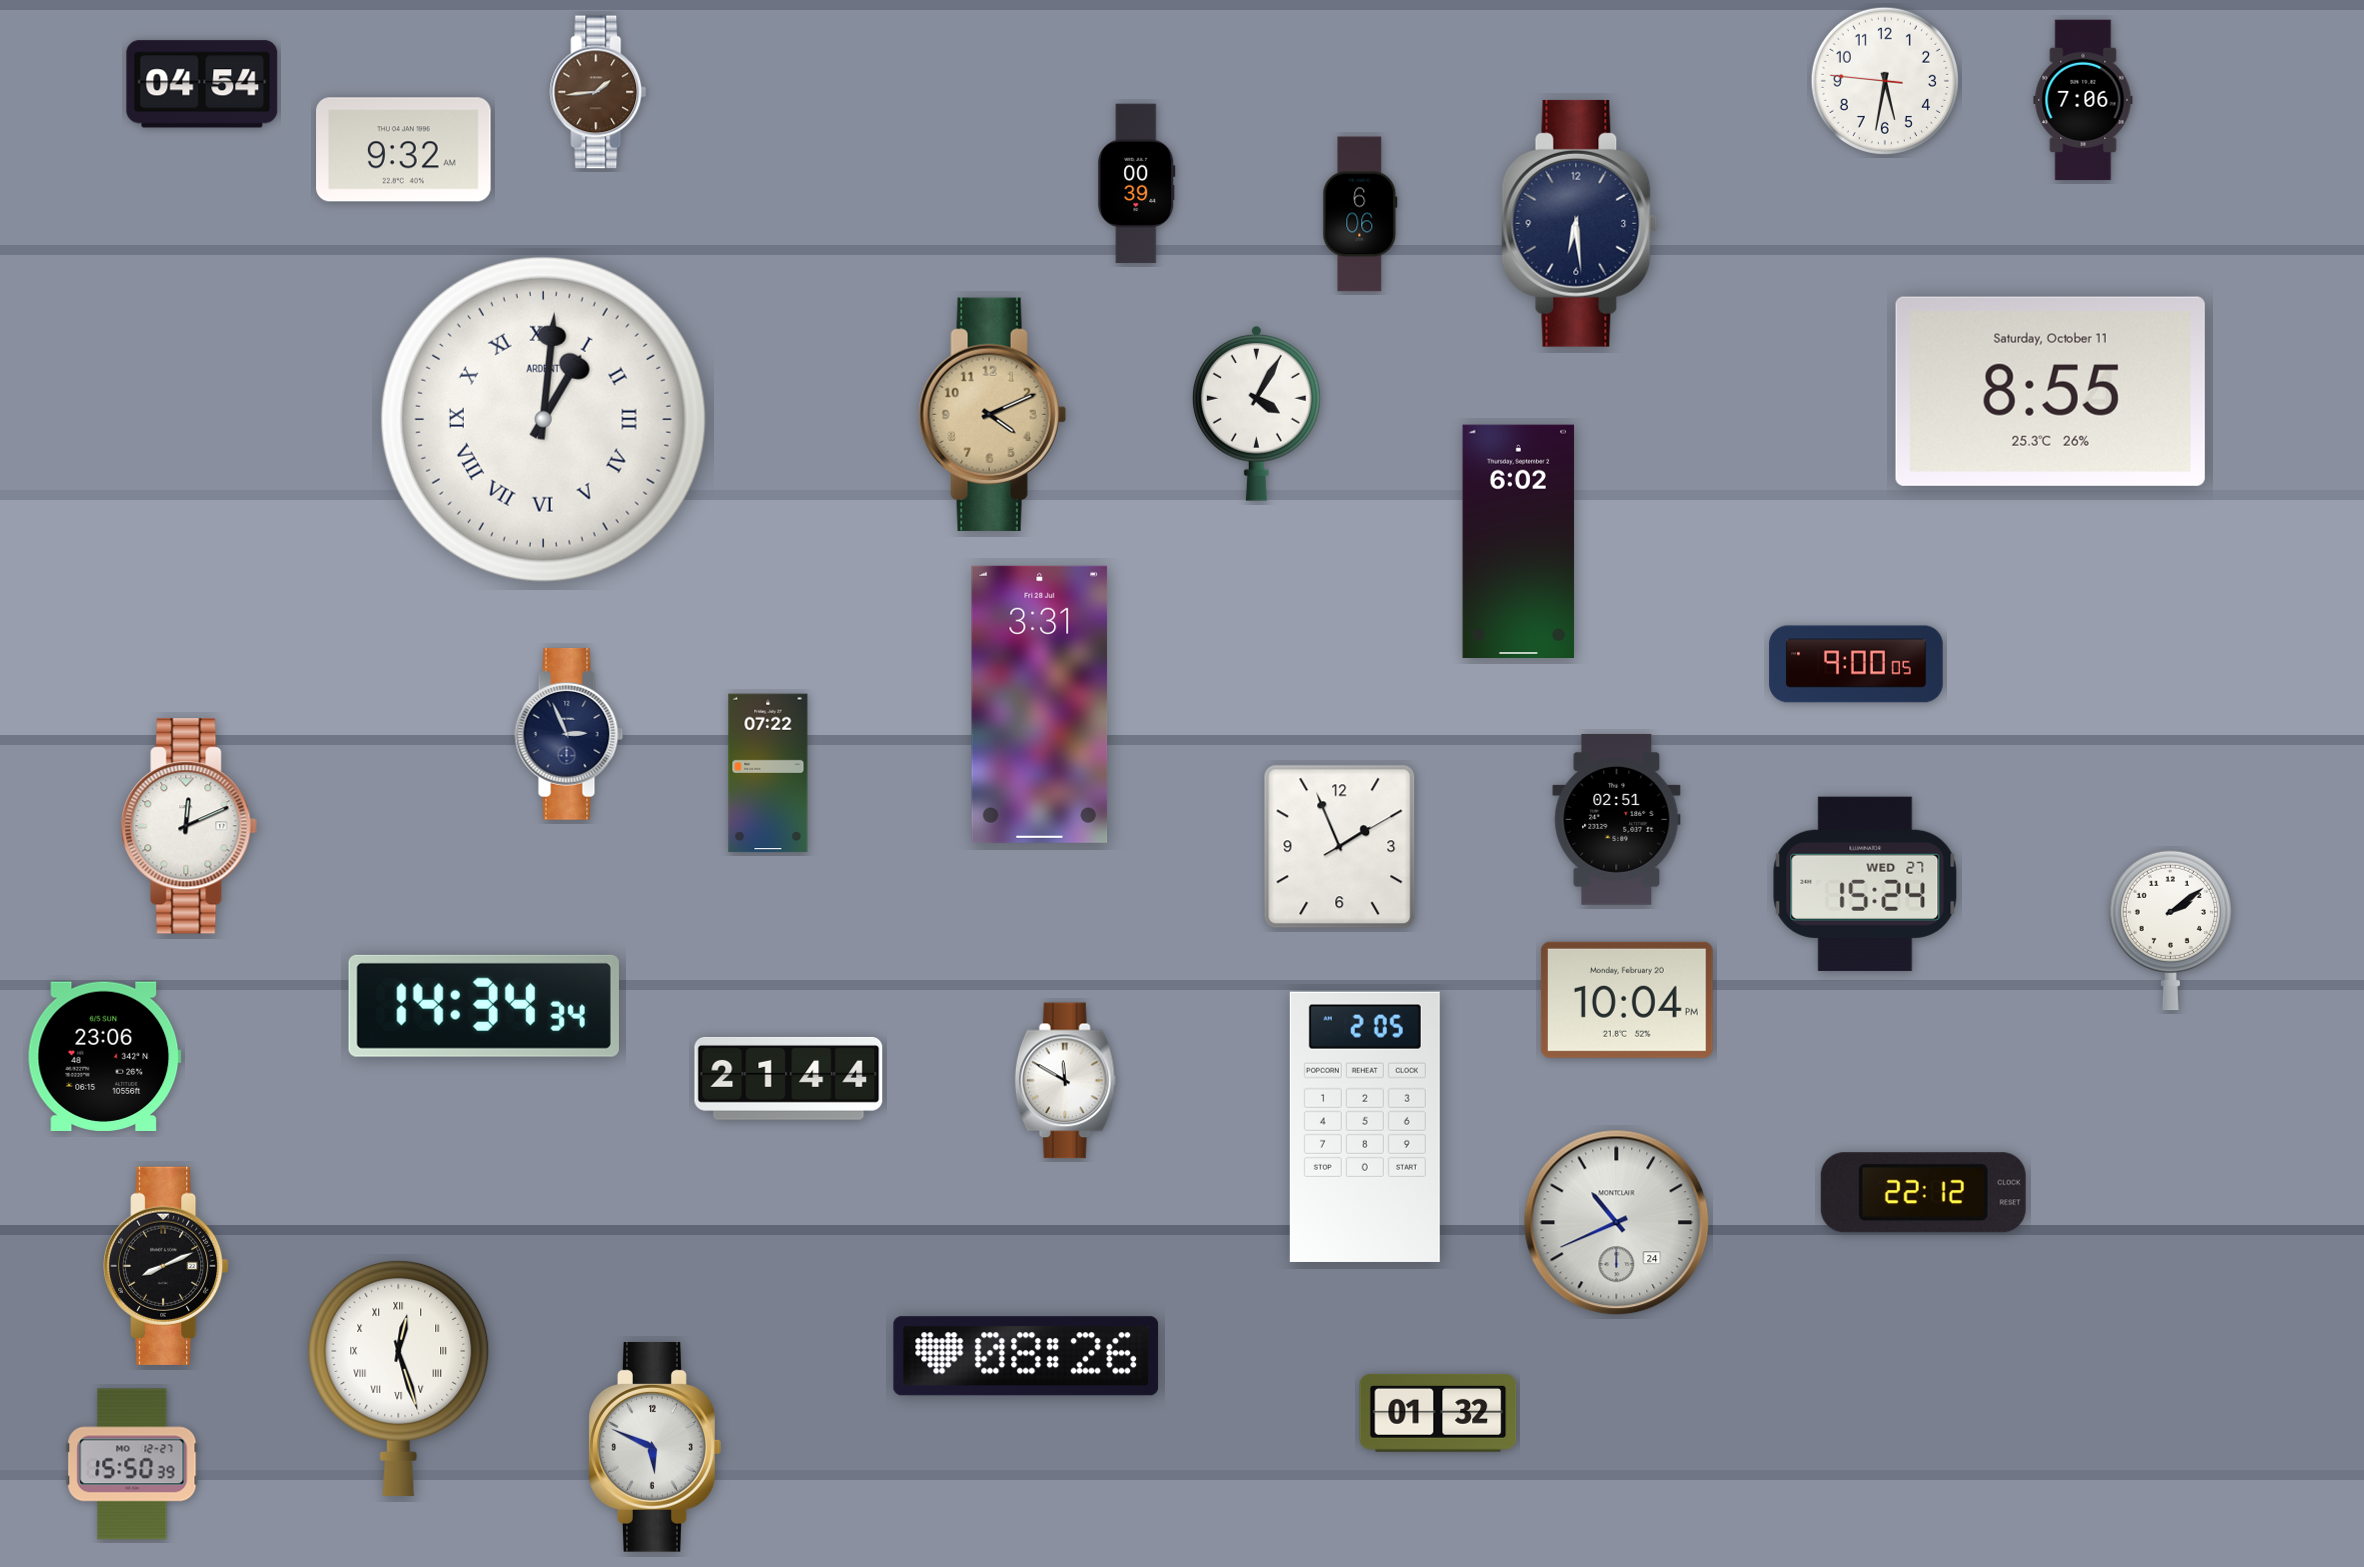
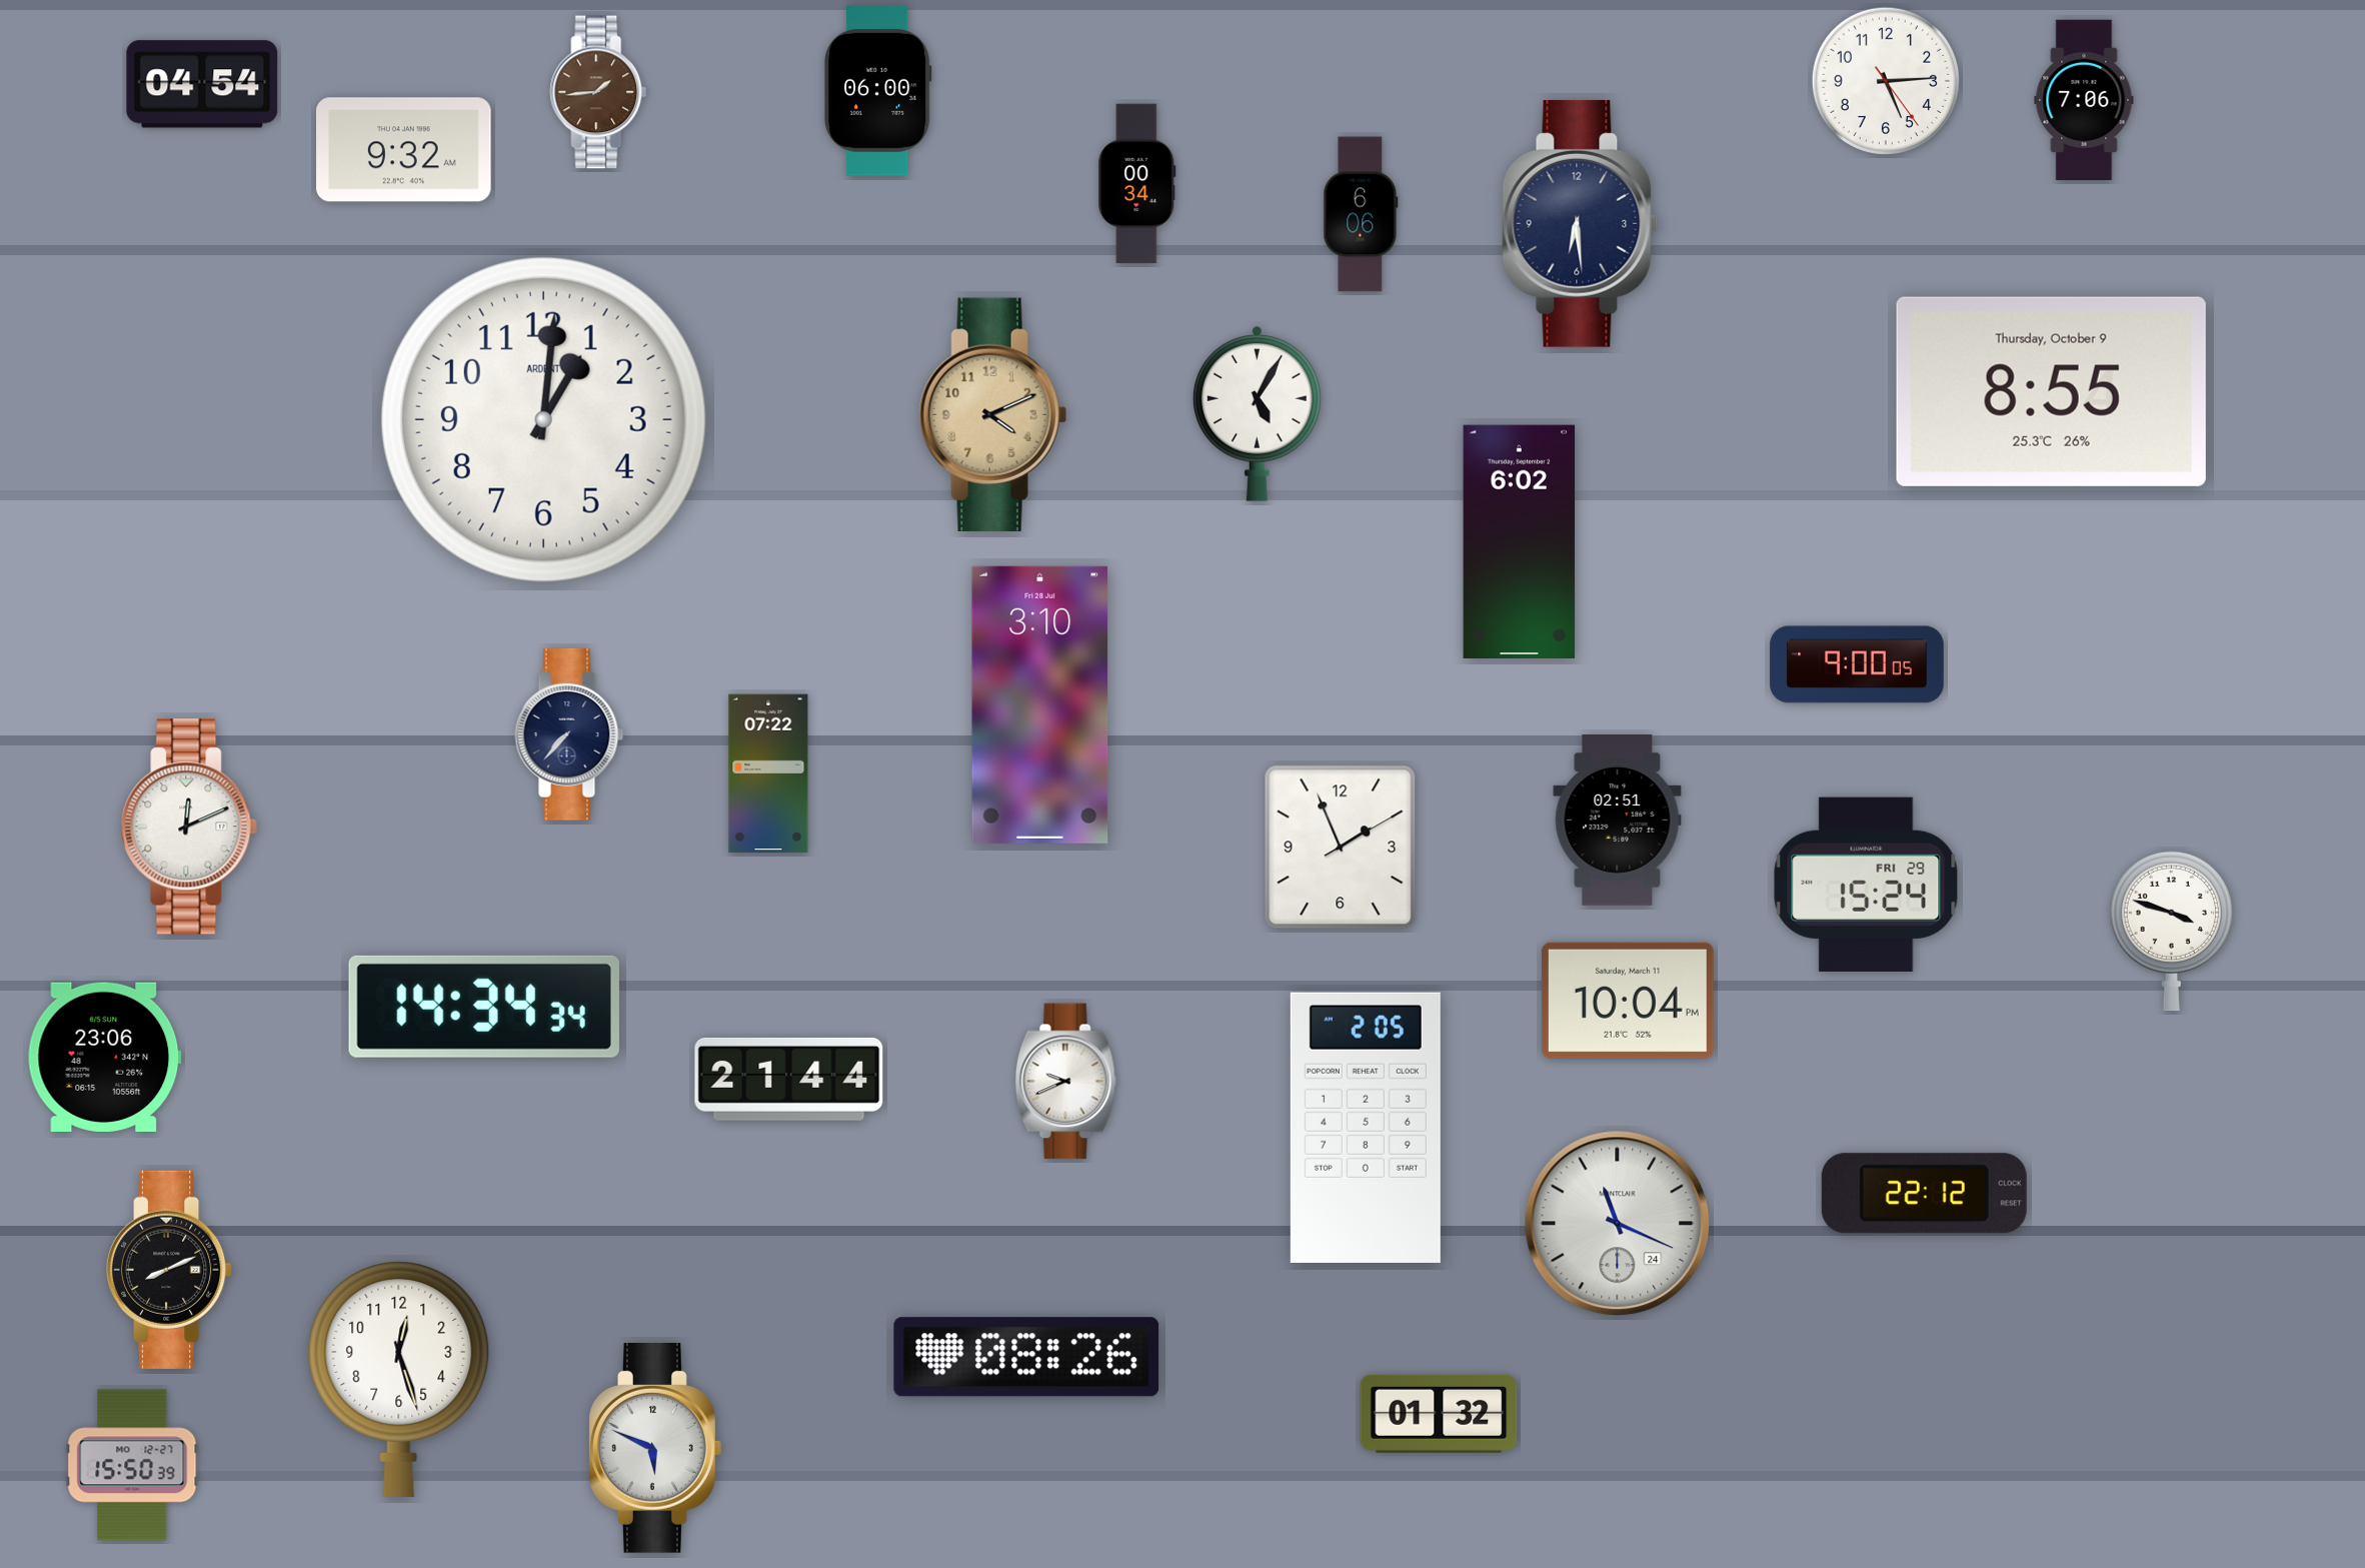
clock at (1885, 81): 5:31 -> 5:14
clock at (877, 90): none -> 06:00
clock at (1137, 184): 00:39 -> 00:34
clock at (2050, 391) date: Saturday, October 11 -> Thursday, October 9
clock at (1256, 413): 4:05 -> 5:05
clock at (543, 419) numerals: Roman -> Arabic
clock at (1040, 704): 3:31 -> 3:10
clock at (569, 734): 2:56 -> 7:37
clock at (1865, 884) date: WED 27 -> FRI 29
clock at (2170, 930): 2:09 -> 3:48
clock at (1627, 1000) date: Monday, February 20 -> Saturday, March 11
clock at (1066, 1081): 11:50 -> 9:41
clock at (1617, 1223): 10:41 -> 11:19
clock at (167, 1266) position: (167, 1266) -> (170, 1270)
clock at (399, 1378) numerals: Roman -> Arabic
